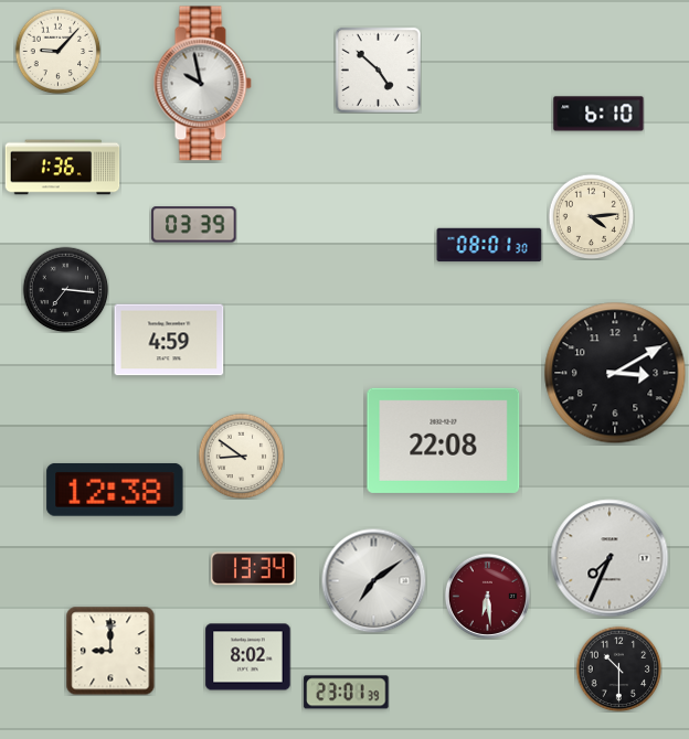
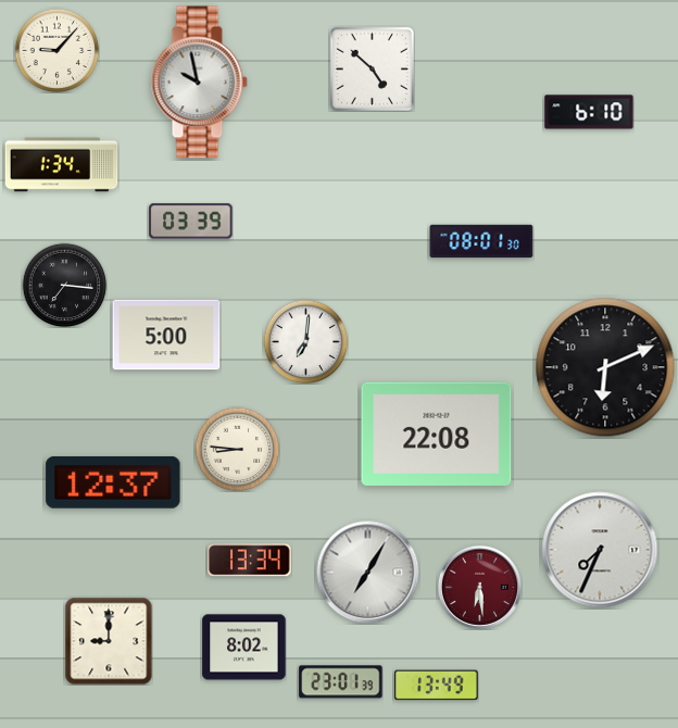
clock at (63, 168): 1:36 -> 1:34
clock at (591, 216): 4:14 -> none
clock at (169, 340): 4:59 -> 5:00
clock at (305, 341): none -> 7:01
clock at (615, 373): 3:10 -> 6:11
clock at (241, 456): 8:51 -> 8:46
clock at (115, 490): 12:38 -> 12:37
clock at (373, 580): 7:09 -> 7:05
clock at (618, 668): 10:30 -> none
clock at (437, 686): none -> 13:49
